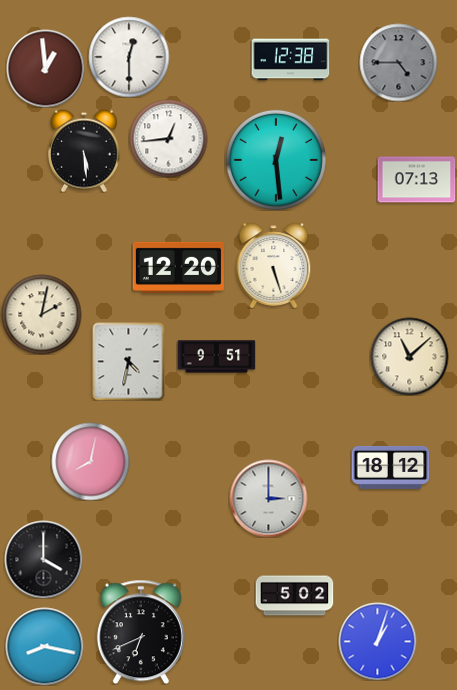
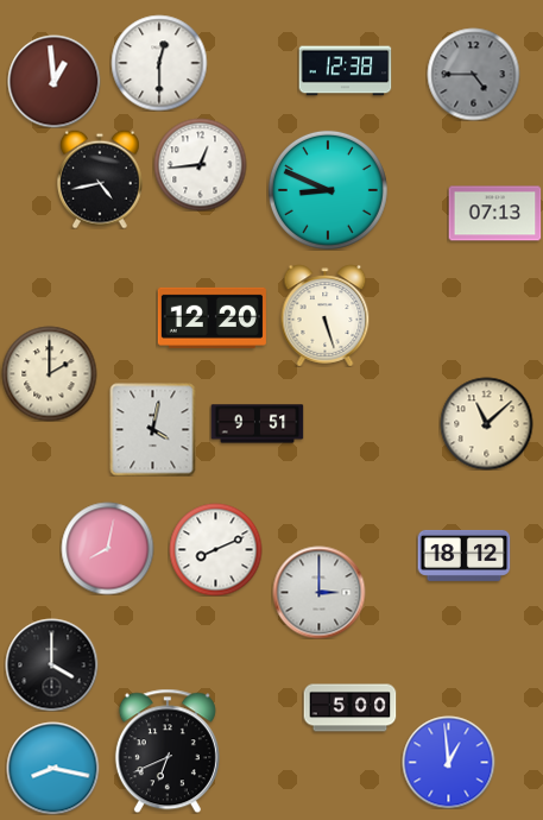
clock at (129, 57) position: (129, 57) -> (159, 63)
clock at (84, 151): 5:29 -> 4:43
clock at (276, 160): 12:29 -> 8:49
clock at (41, 314): 2:02 -> 2:00
clock at (129, 361): 4:32 -> 4:02
clock at (215, 549): none -> 8:11
clock at (294, 596): 5:02 -> 5:00
clock at (377, 641): 1:03 -> 12:59
